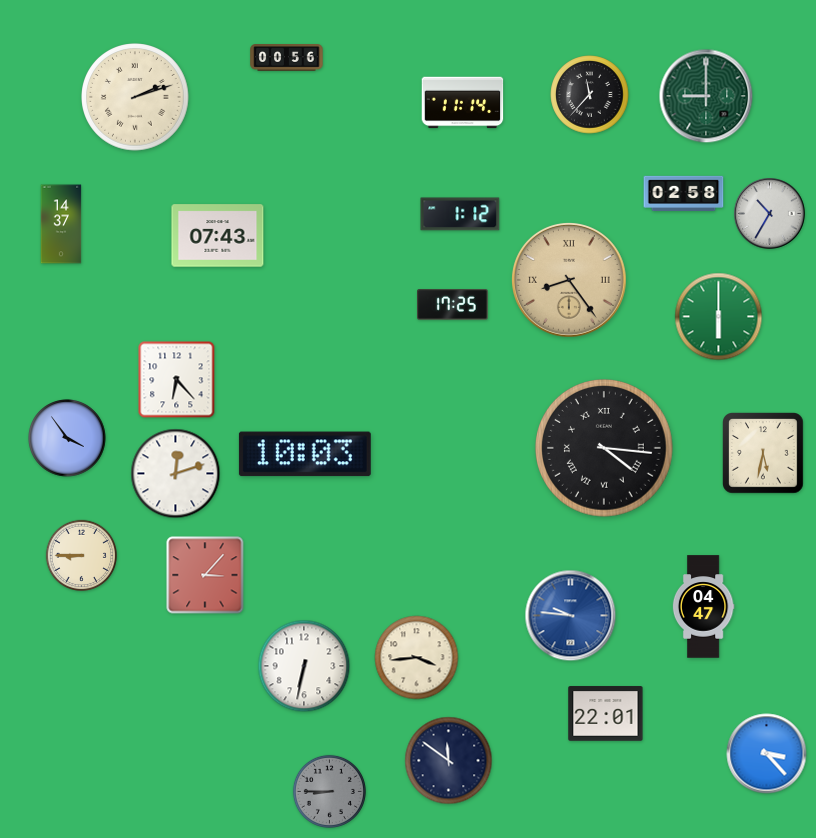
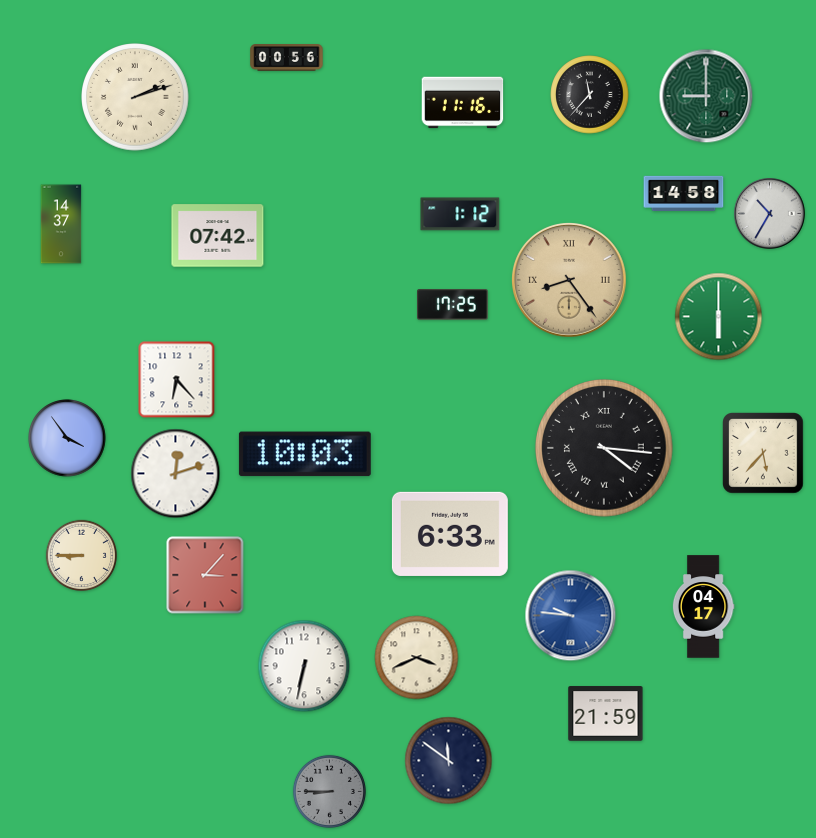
clock at (463, 103): 11:14 -> 11:16
clock at (684, 193): 02:58 -> 14:58
clock at (218, 236): 07:43 -> 07:42
clock at (764, 454): 5:32 -> 5:37
clock at (450, 534): none -> 6:33
clock at (703, 607): 04:47 -> 04:17
clock at (417, 658): 3:44 -> 3:41
clock at (606, 714): 22:01 -> 21:59
clock at (767, 754): 3:23 -> none
